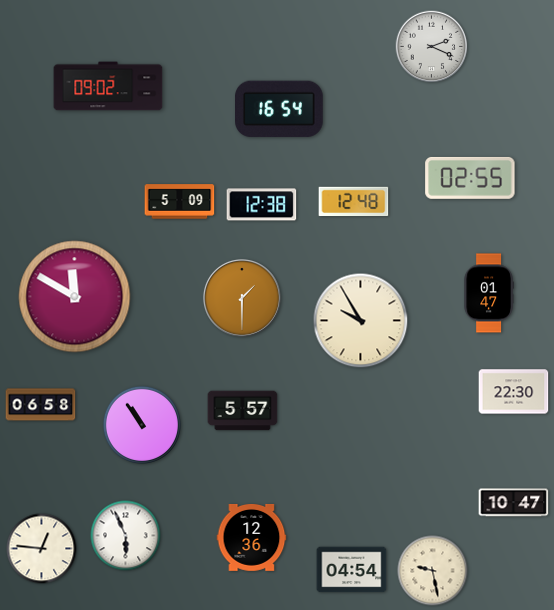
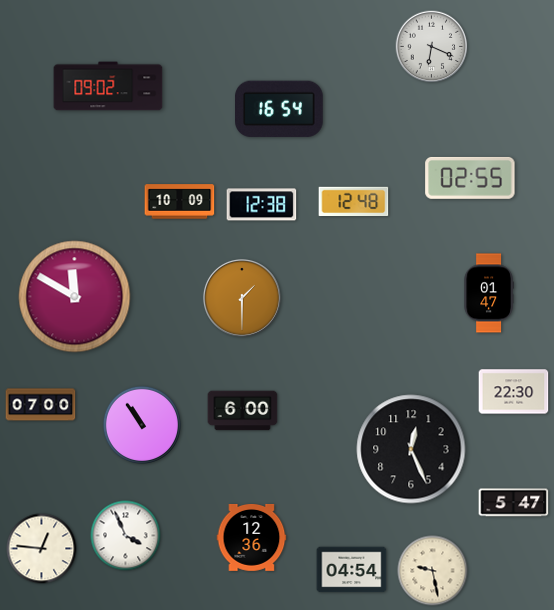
clock at (432, 47): 2:19 -> 6:19
clock at (180, 202): 5:09 -> 10:09
clock at (361, 321): 9:55 -> none
clock at (41, 405): 06:58 -> 07:00
clock at (243, 411): 5:57 -> 6:00
clock at (411, 449): none -> 12:26
clock at (514, 503): 10:47 -> 5:47
clock at (126, 536): 5:56 -> 3:56
